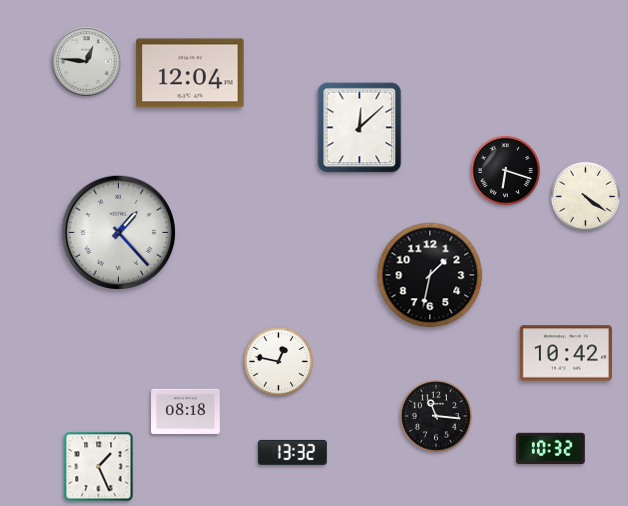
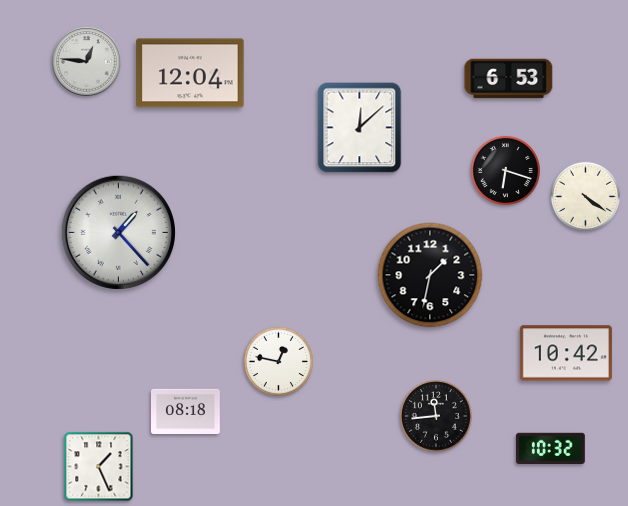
clock at (509, 79): none -> 6:53
clock at (437, 417): 11:16 -> 11:44
clock at (292, 452): 13:32 -> none
